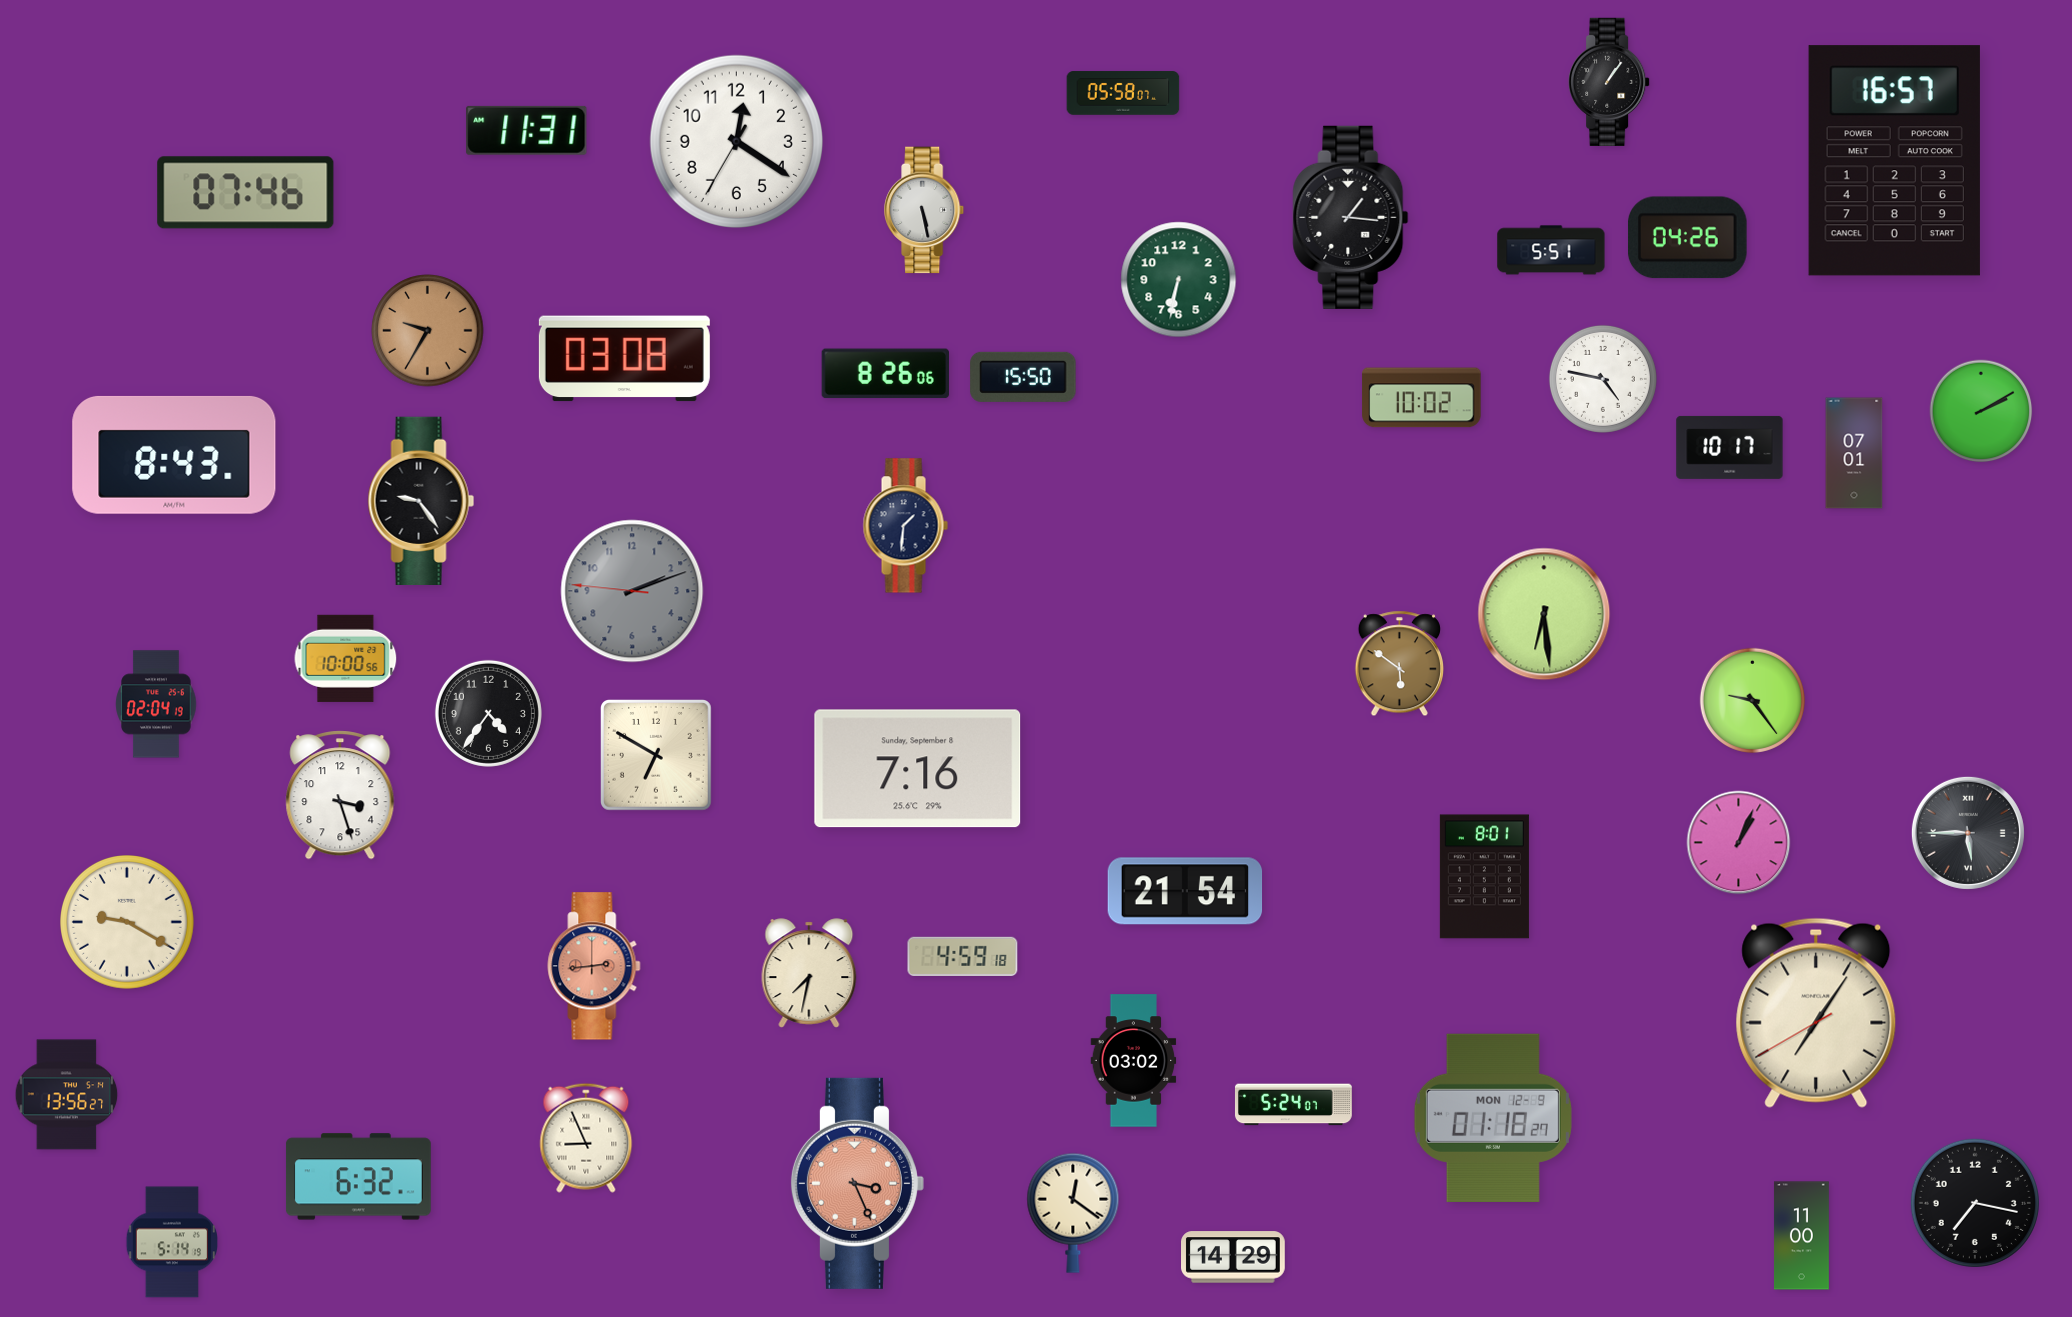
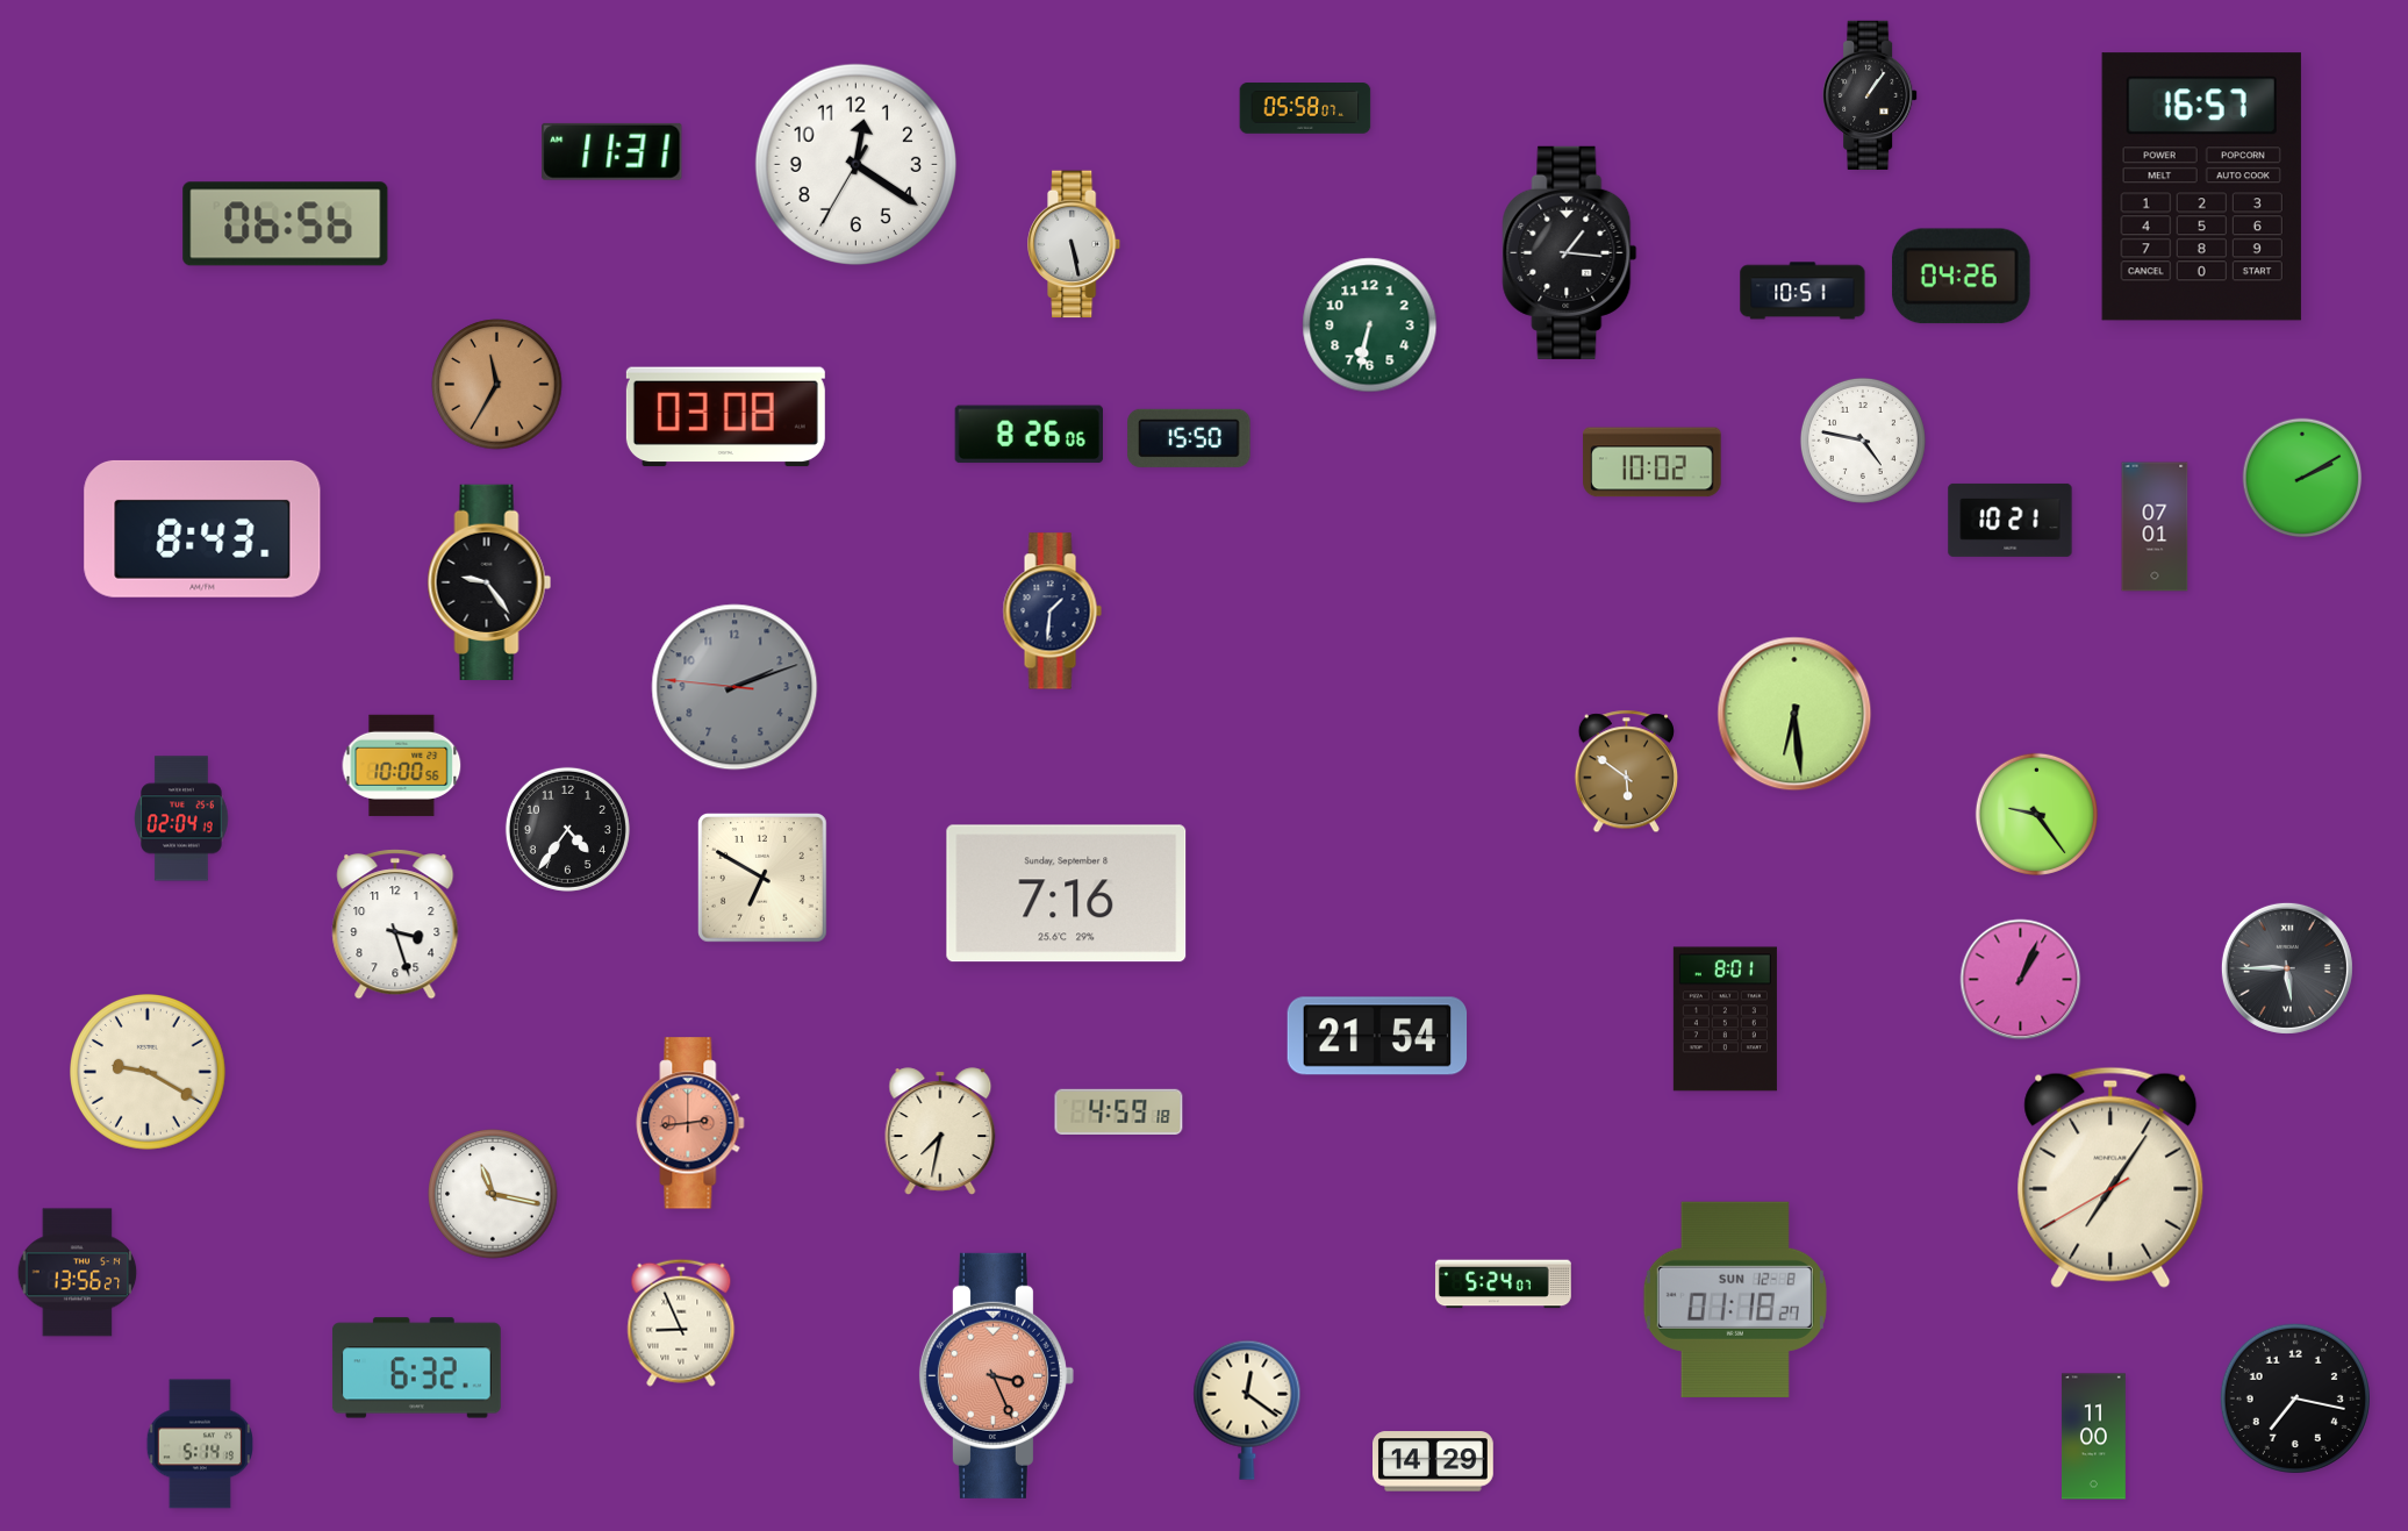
clock at (246, 193): 07:46 -> 06:56
clock at (1551, 250): 5:51 -> 10:51
clock at (428, 331): 9:35 -> 11:35
clock at (1730, 447): 10:17 -> 10:21
clock at (493, 1194): none -> 11:17
clock at (1134, 1061): 03:02 -> none
clock at (1493, 1117) date: MON 12-9 -> SUN 12-8
